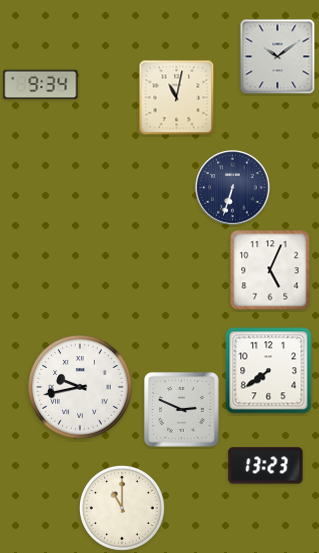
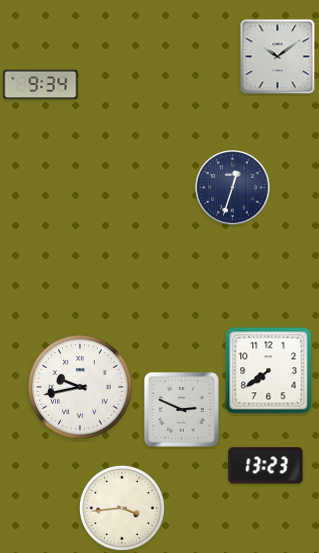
clock at (177, 98): 11:02 -> none
clock at (233, 188): 6:33 -> 12:33
clock at (270, 270): 5:04 -> none
clock at (122, 508): 11:00 -> 3:44
